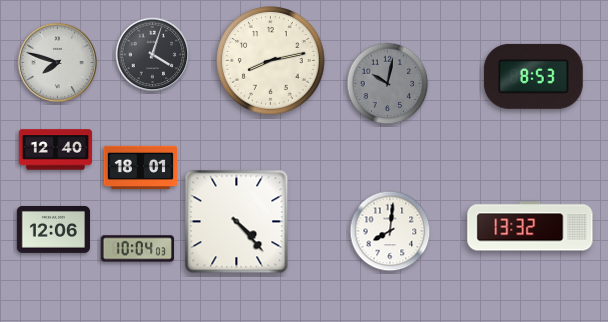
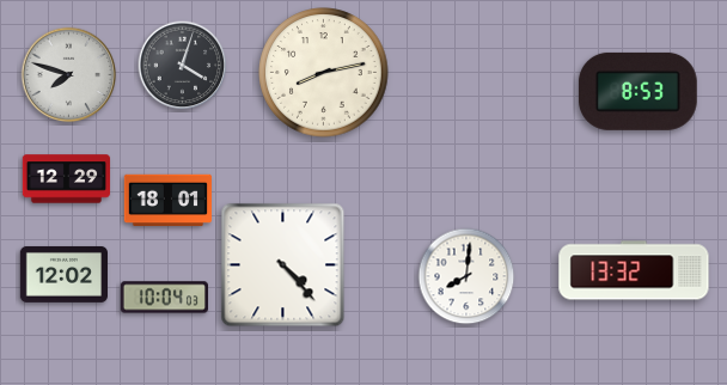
clock at (388, 84): 10:02 -> none
clock at (56, 150): 12:40 -> 12:29
clock at (53, 229): 12:06 -> 12:02
